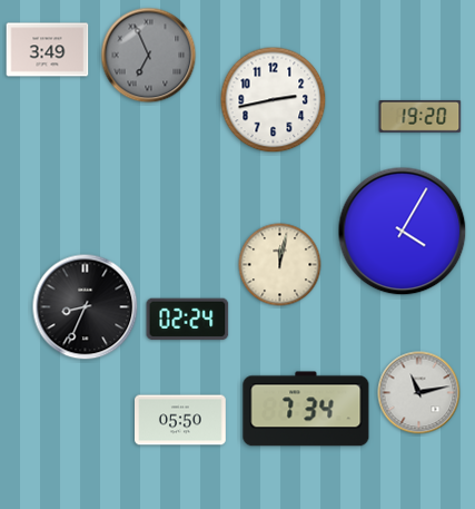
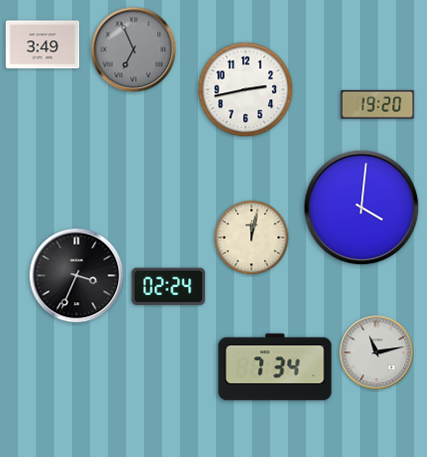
clock at (403, 232): 4:05 -> 4:01
clock at (86, 307): 8:34 -> 3:34
clock at (181, 420): 05:50 -> none
